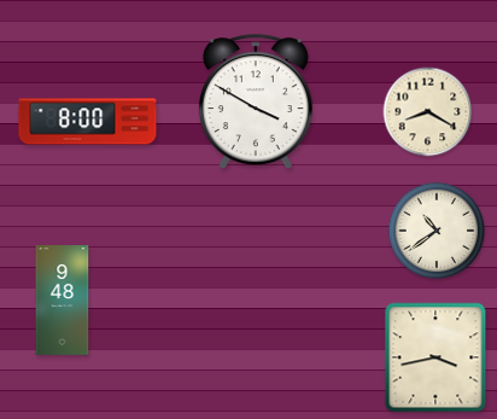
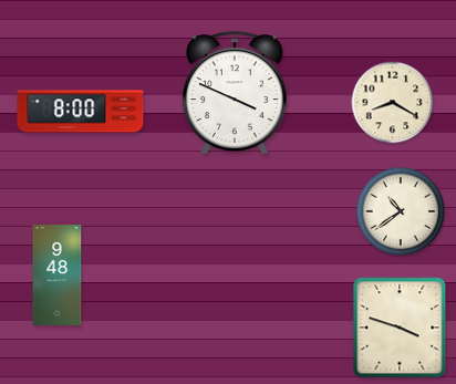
clock at (256, 101): 3:50 -> 3:49
clock at (435, 357): 3:43 -> 3:48
